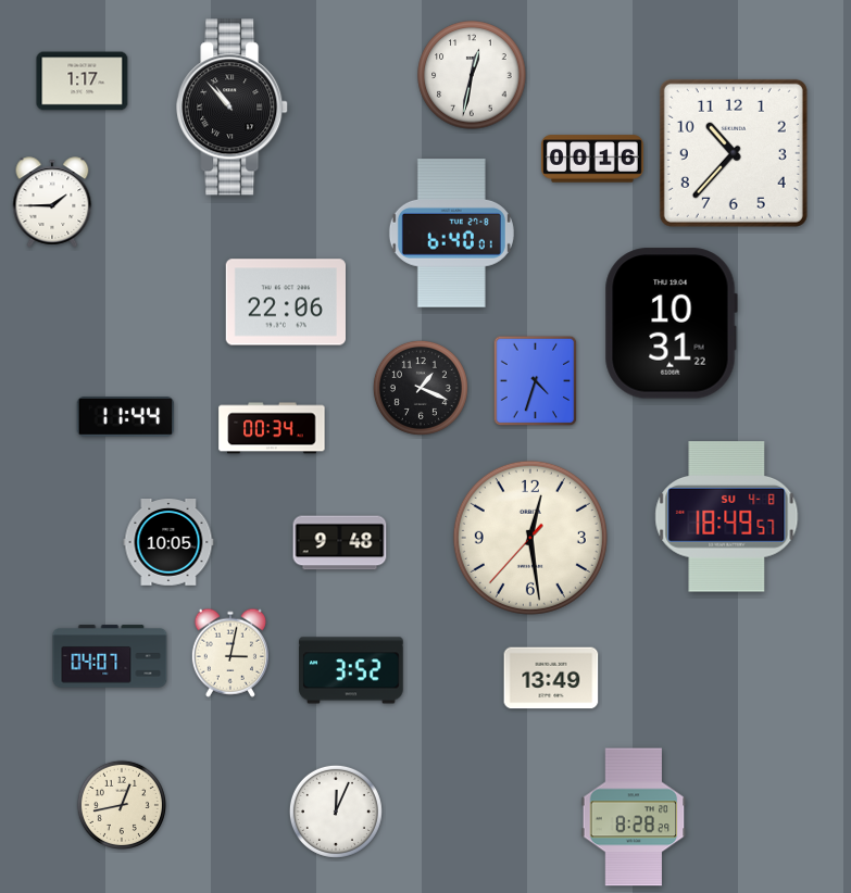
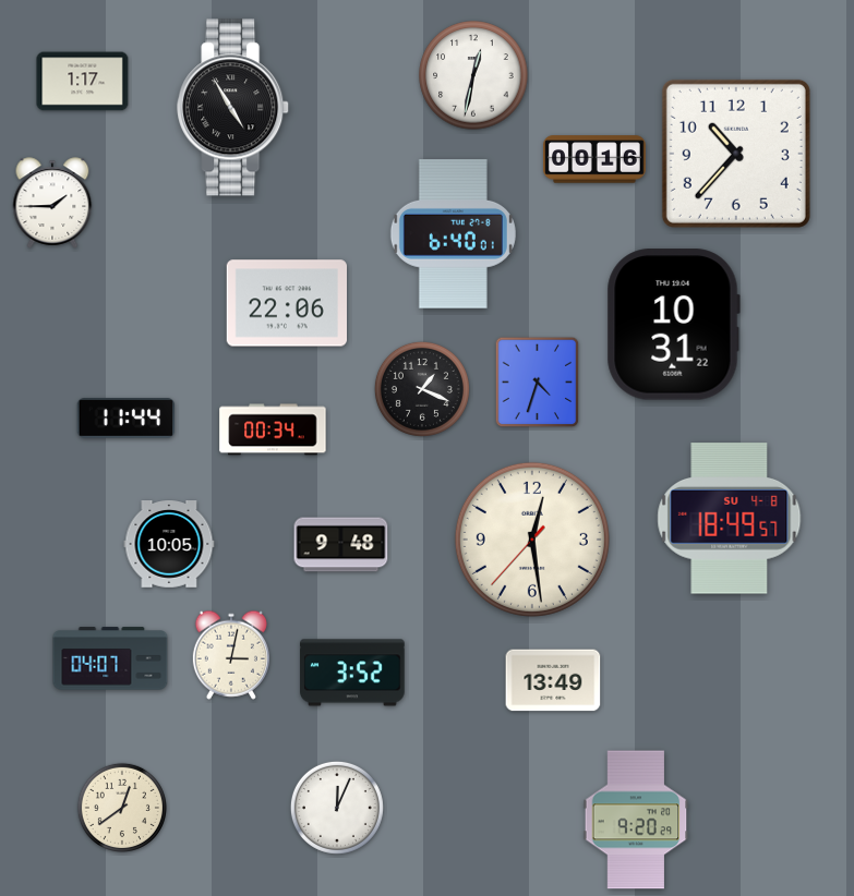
clock at (233, 108): 10:53 -> 4:55
clock at (121, 804): 12:43 -> 12:39
clock at (336, 812) position: (336, 812) -> (337, 808)
clock at (634, 817): 8:28 -> 9:20
